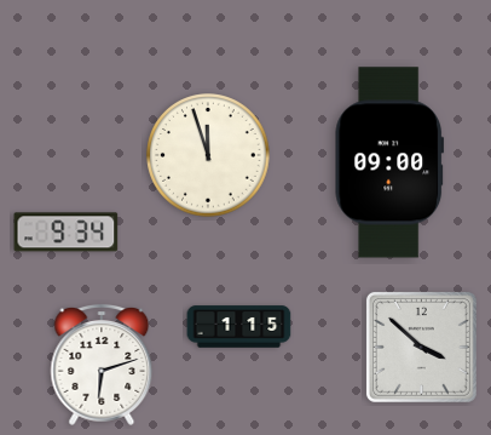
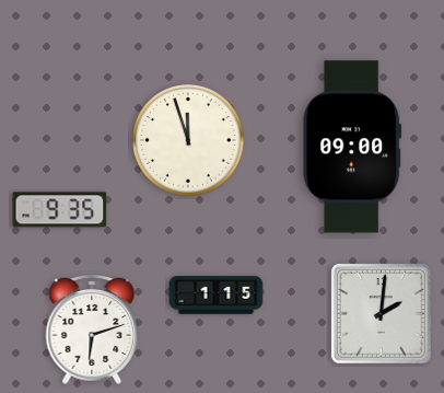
clock at (67, 233): 9:34 -> 9:35
clock at (421, 347): 3:52 -> 2:01
